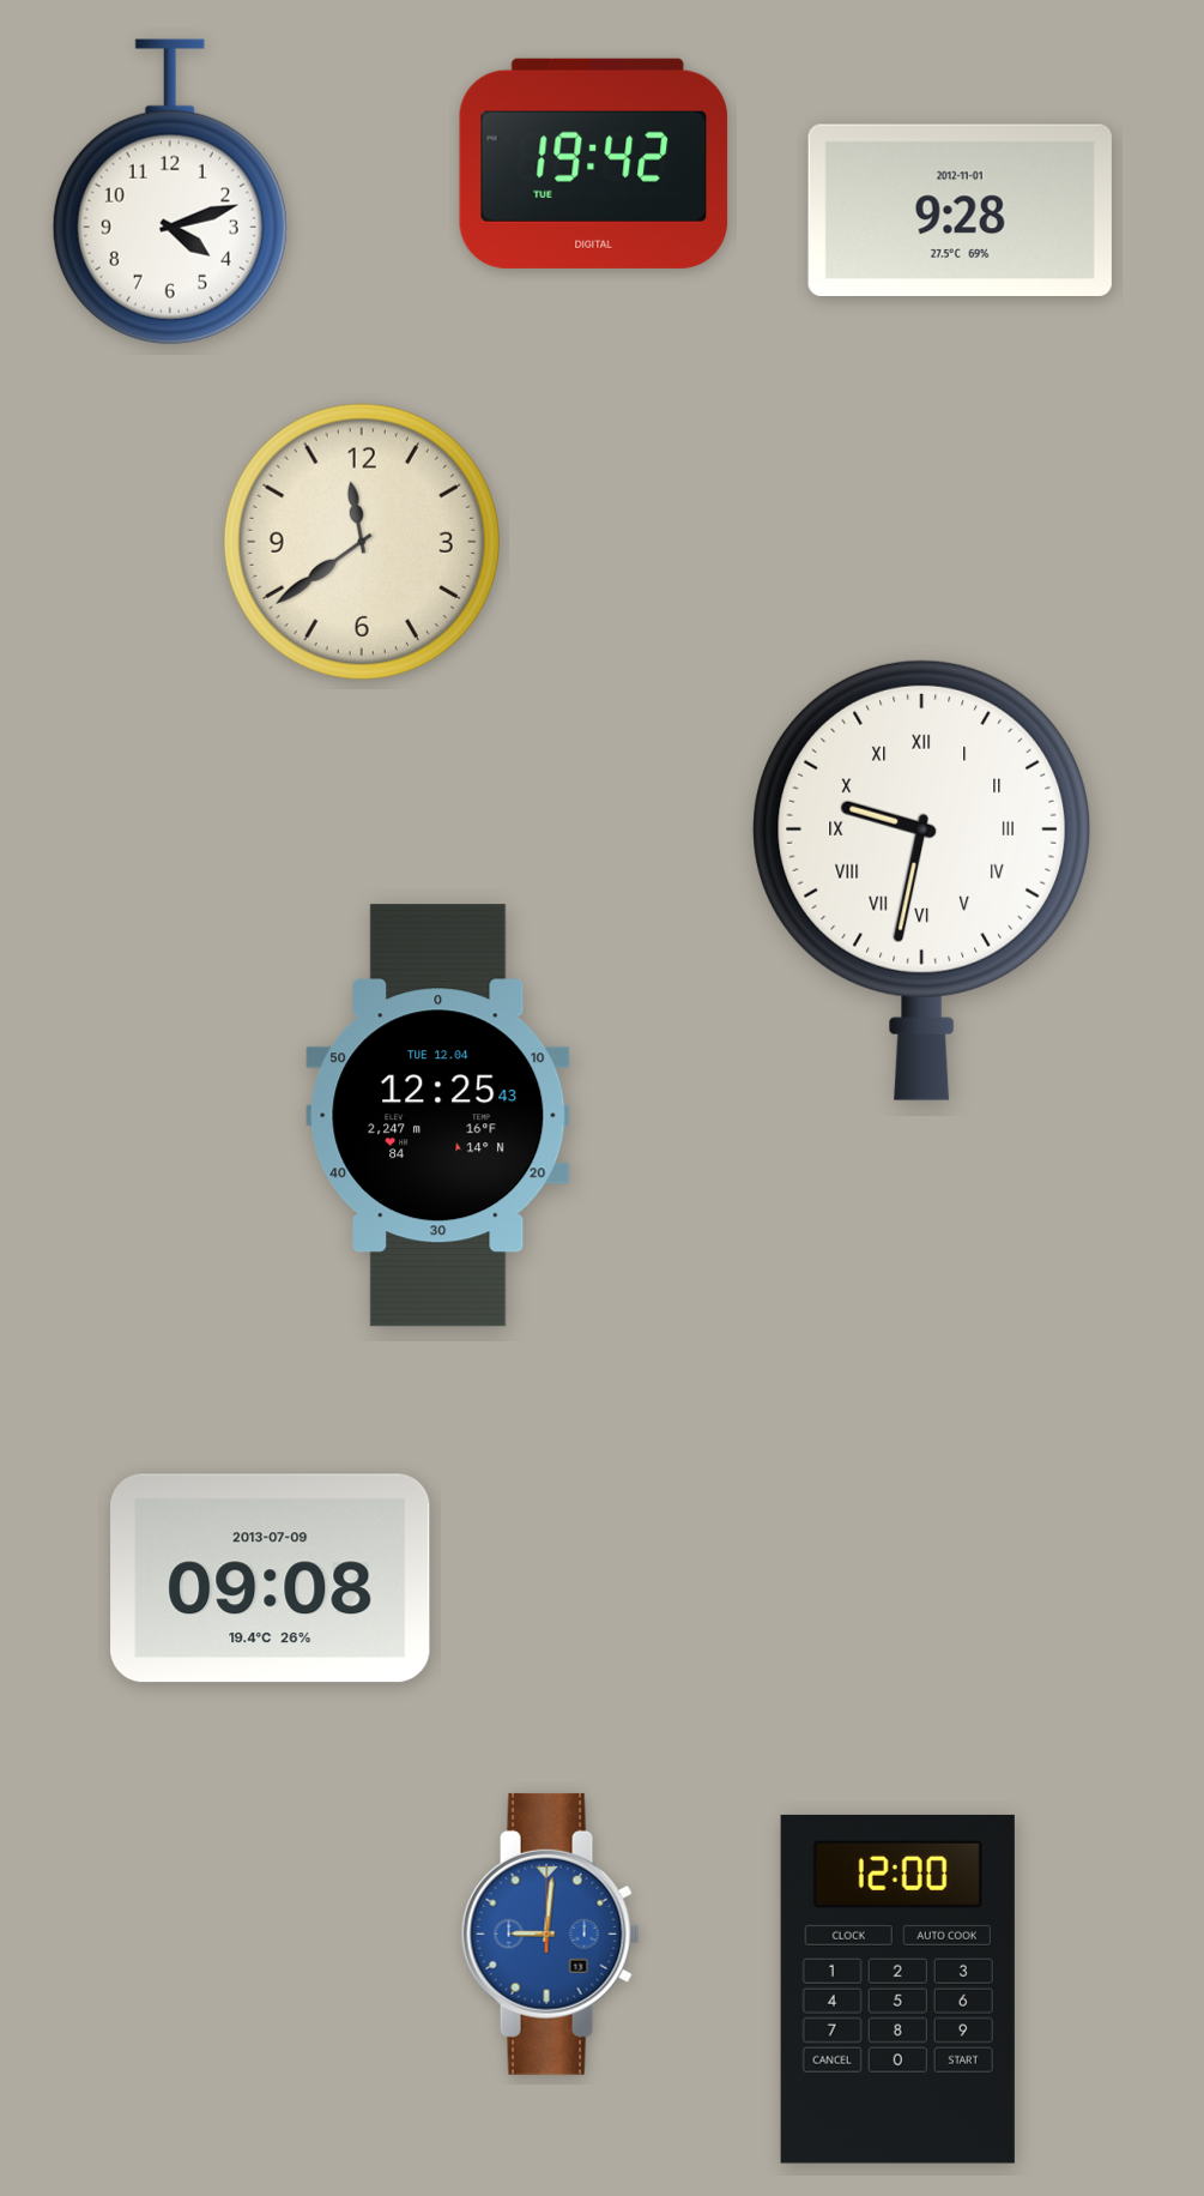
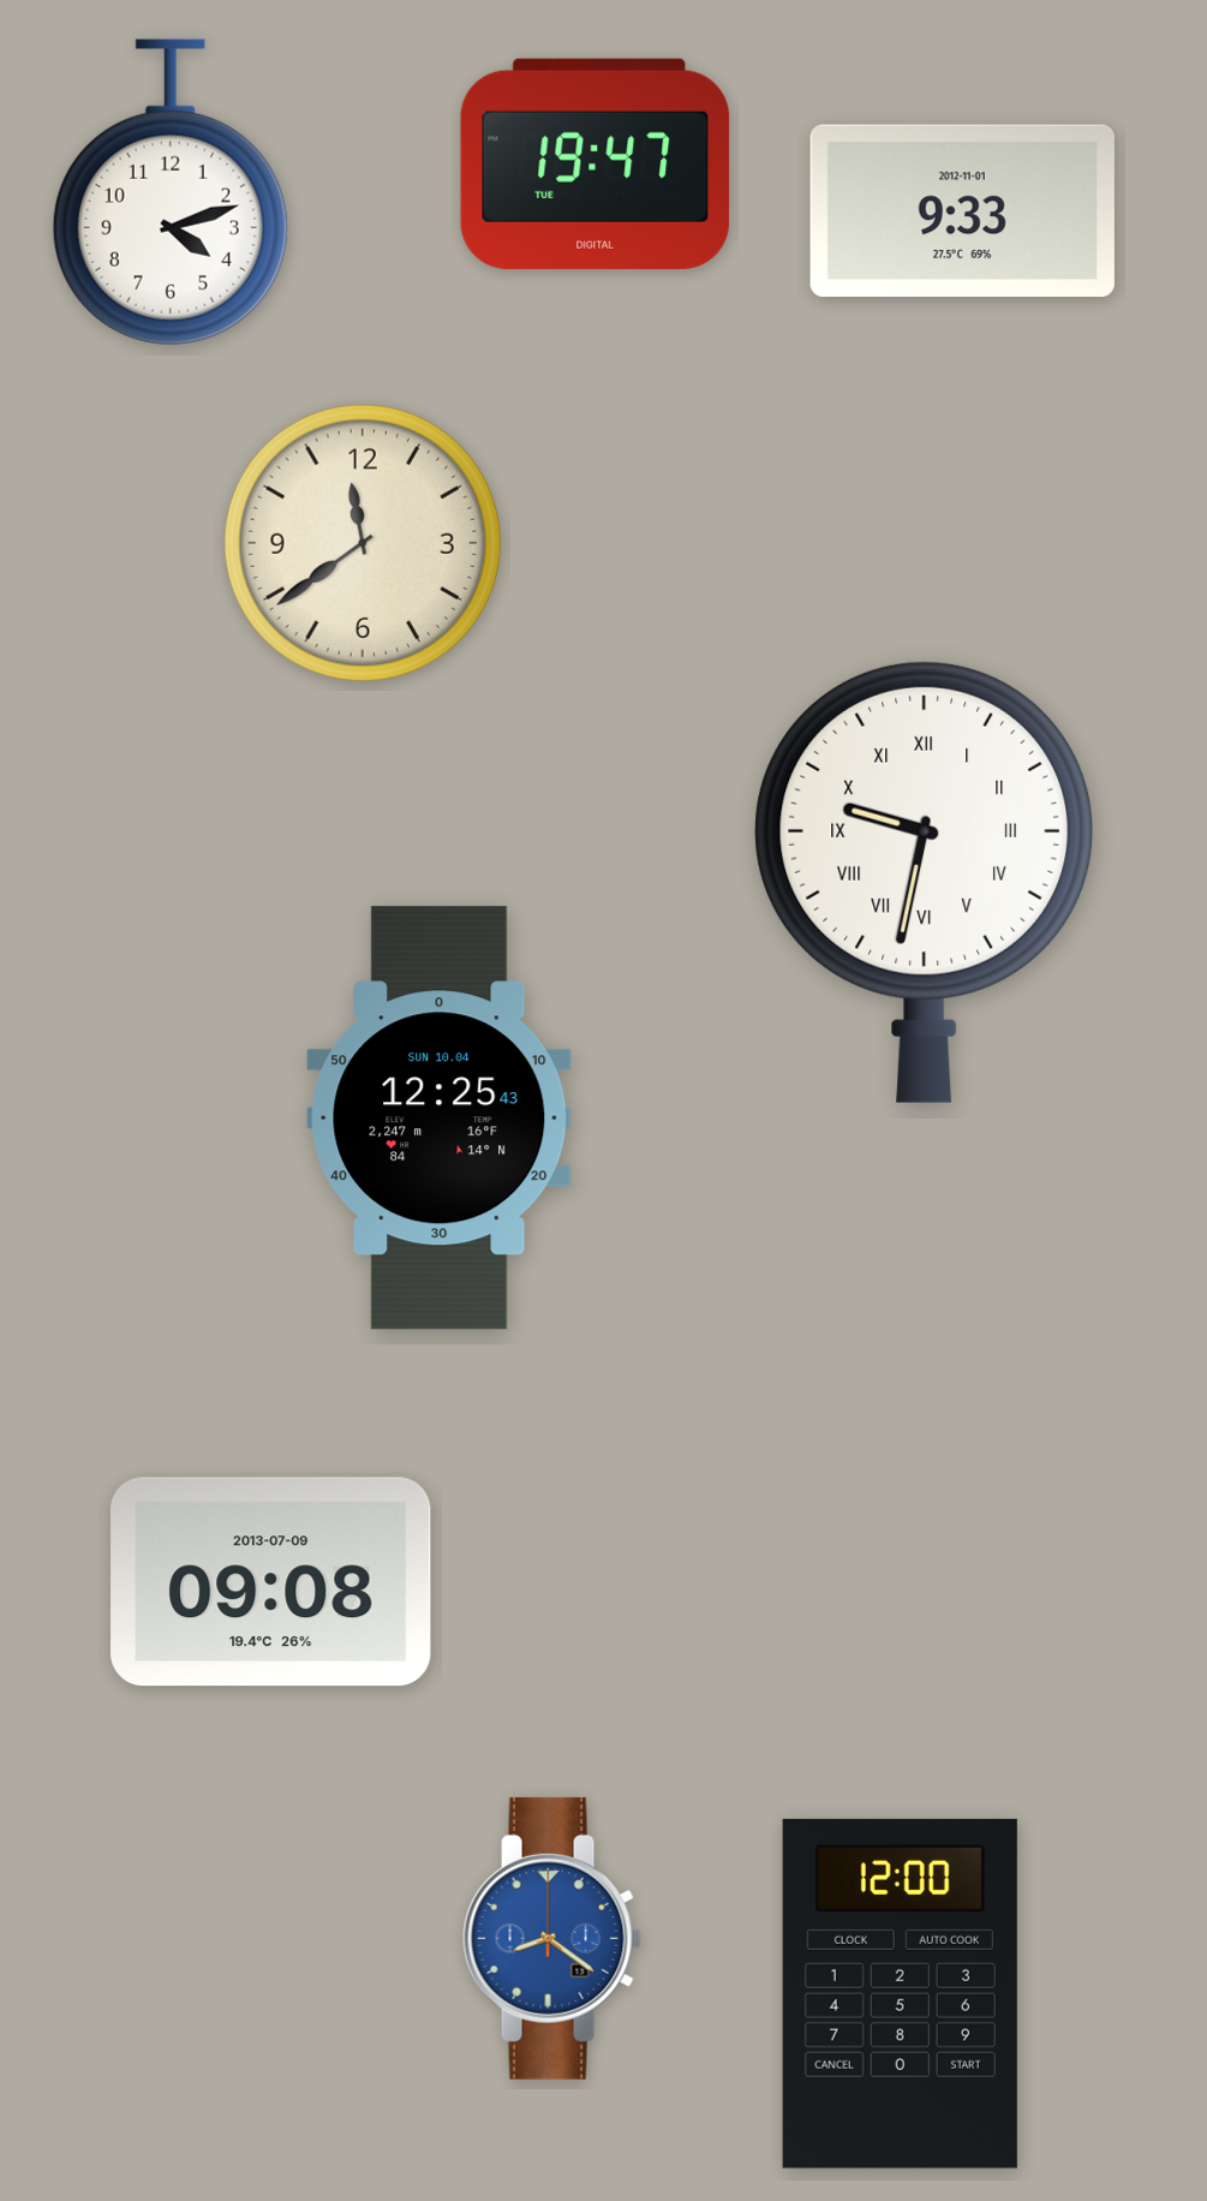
clock at (594, 163): 19:42 -> 19:47
clock at (960, 210): 9:28 -> 9:33
clock at (438, 1116) date: TUE 12.04 -> SUN 10.04
clock at (550, 1933): 9:01 -> 8:21
